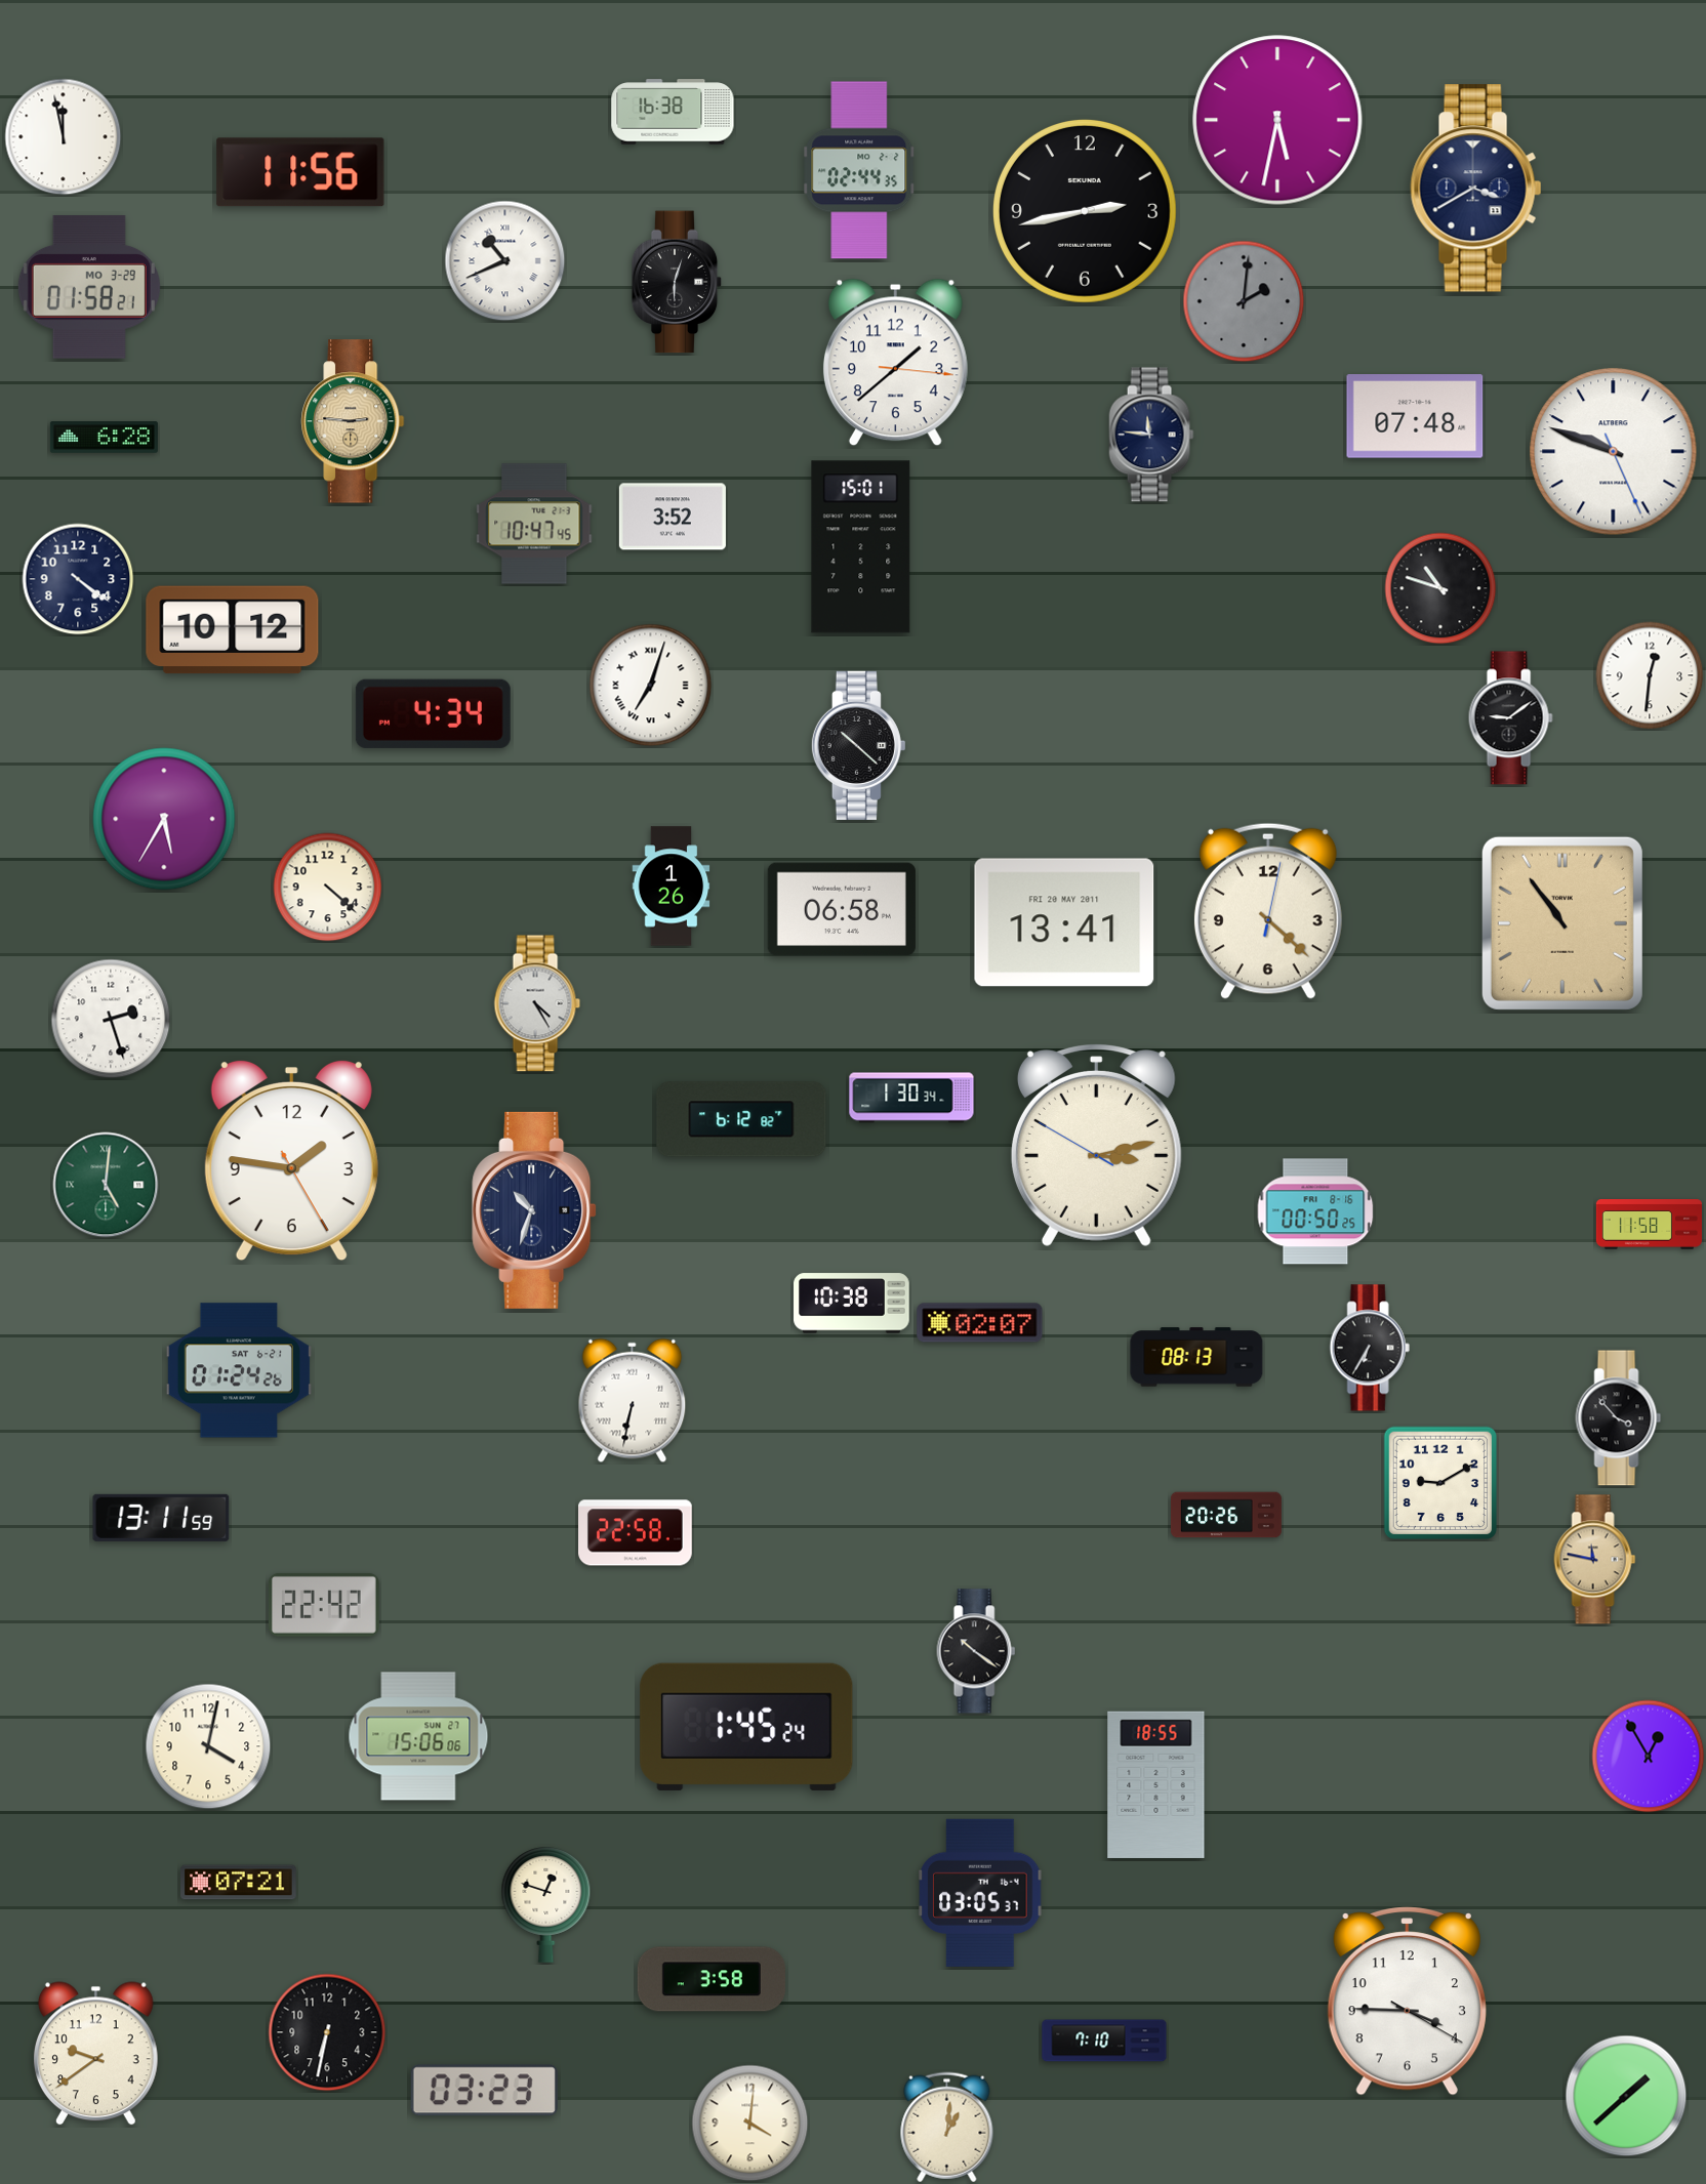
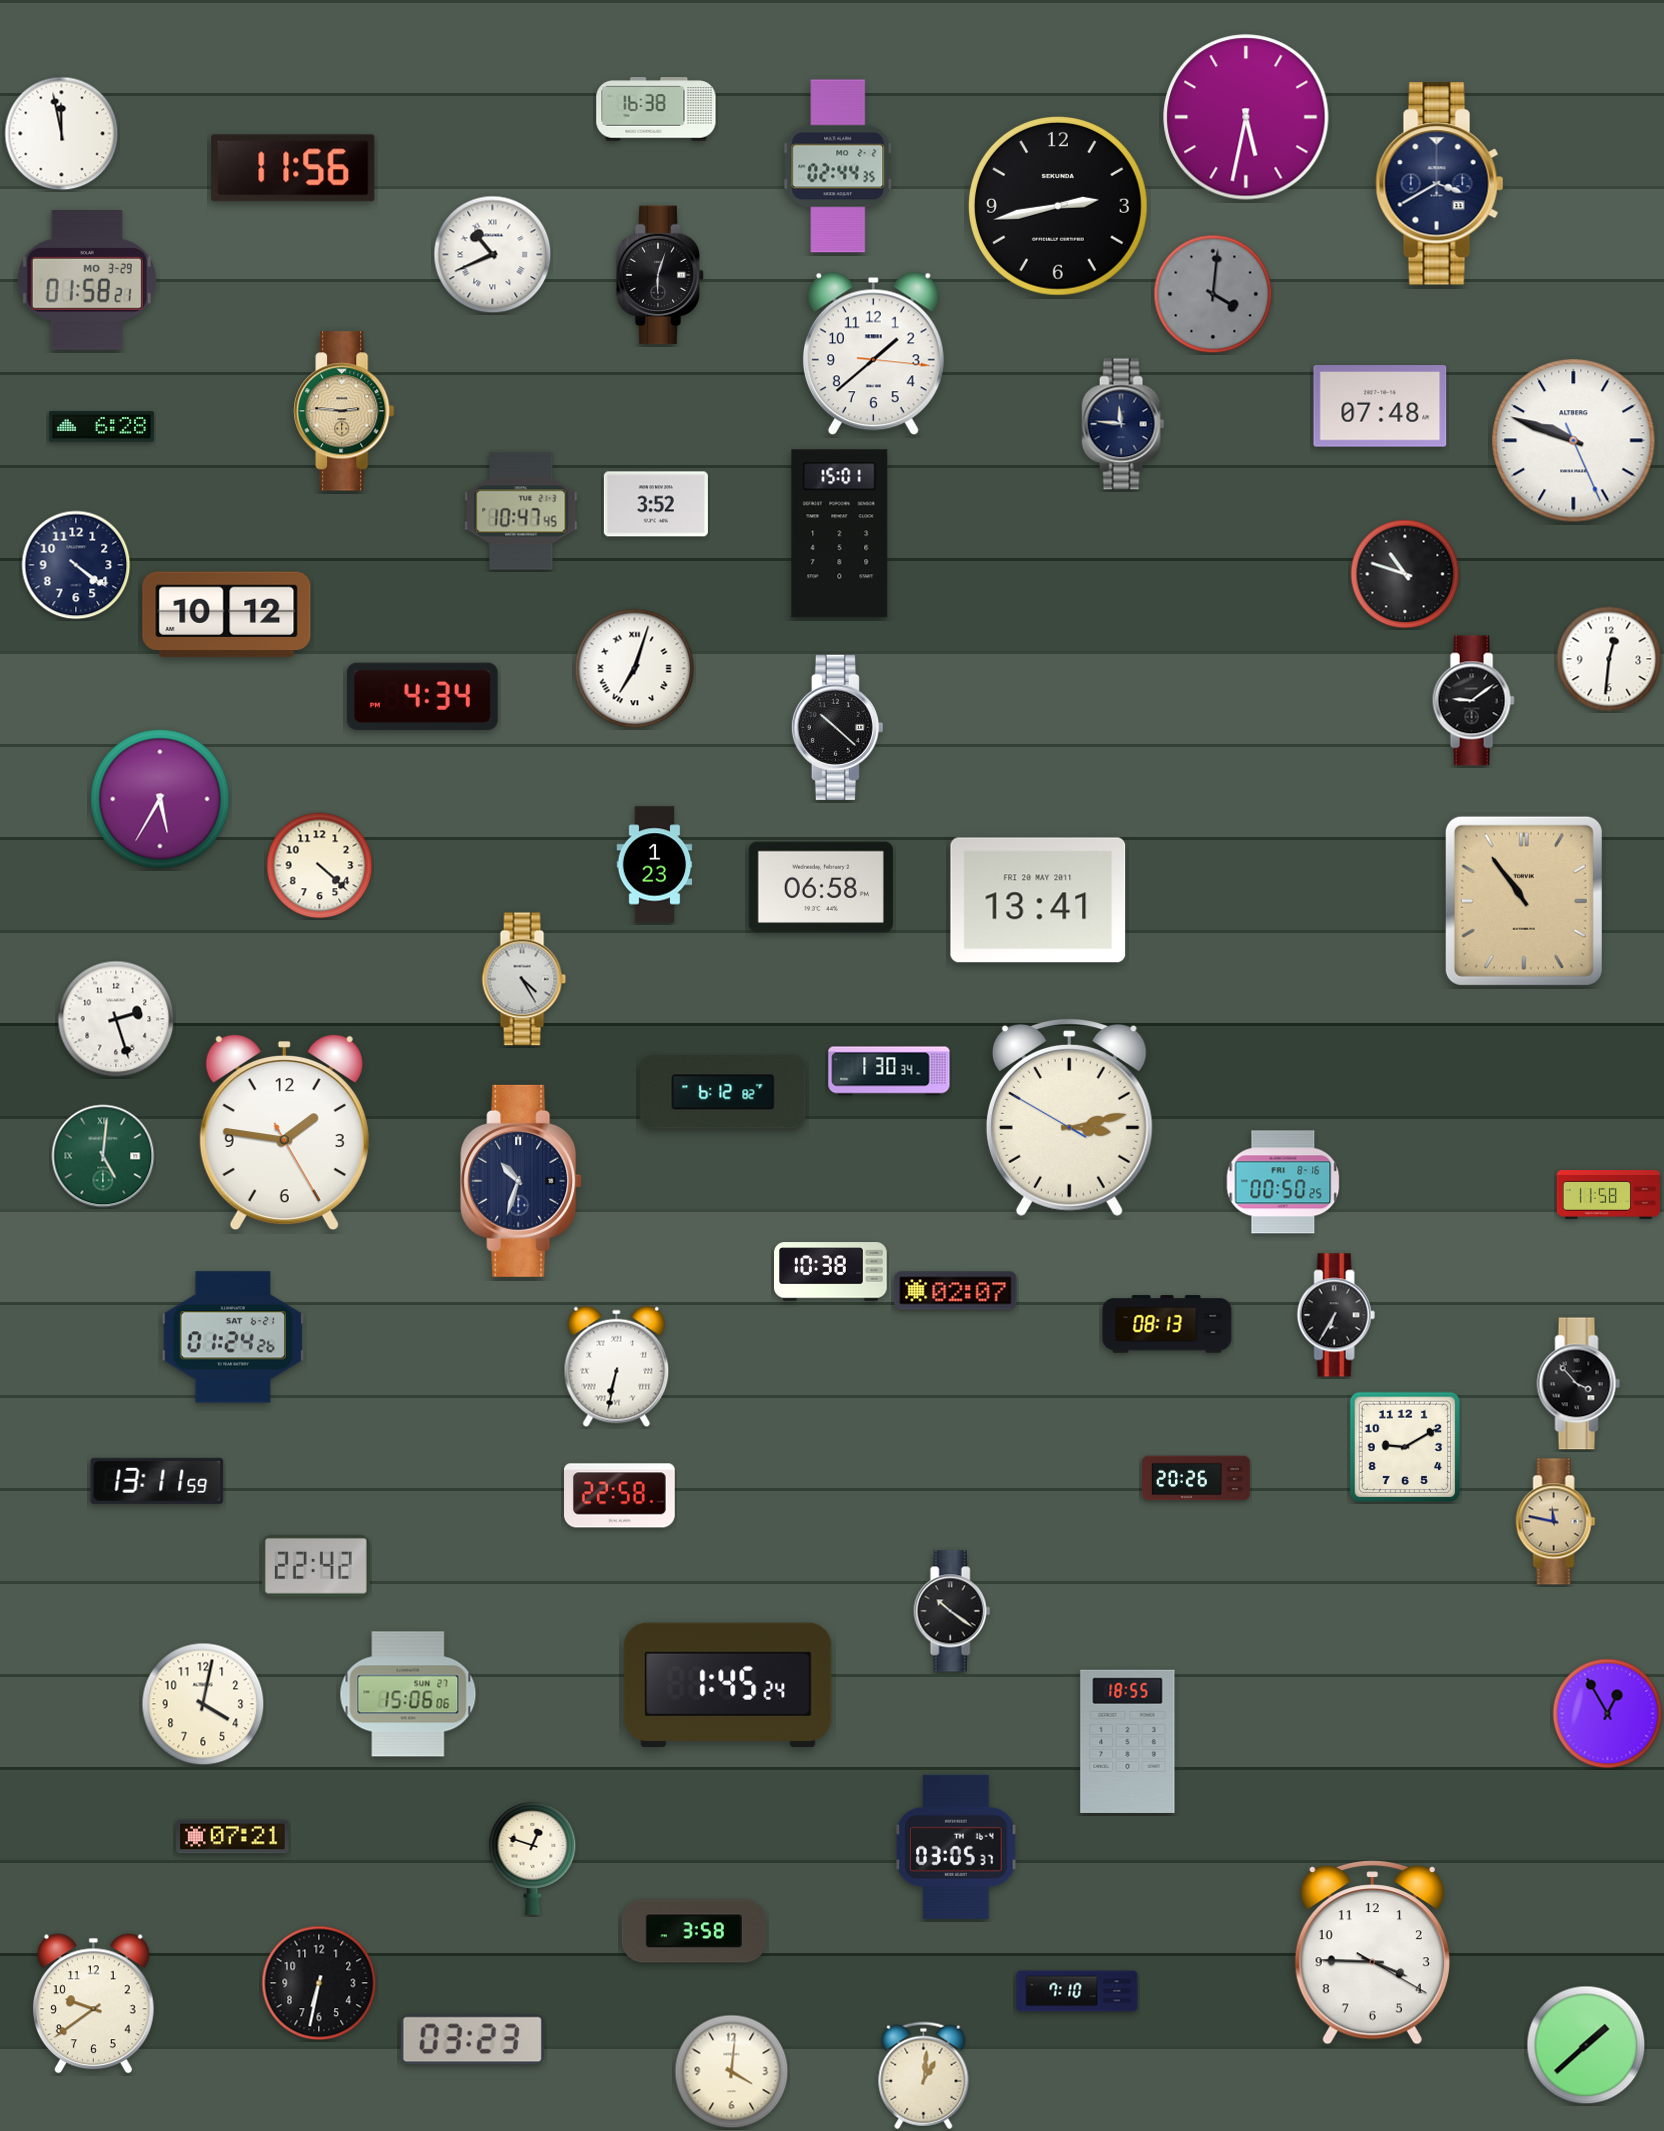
clock at (1244, 301): 2:01 -> 4:01
clock at (672, 887): 1:26 -> 1:23
clock at (1268, 911): 4:22 -> none
clock at (111, 1019) position: (111, 1019) -> (116, 1019)
